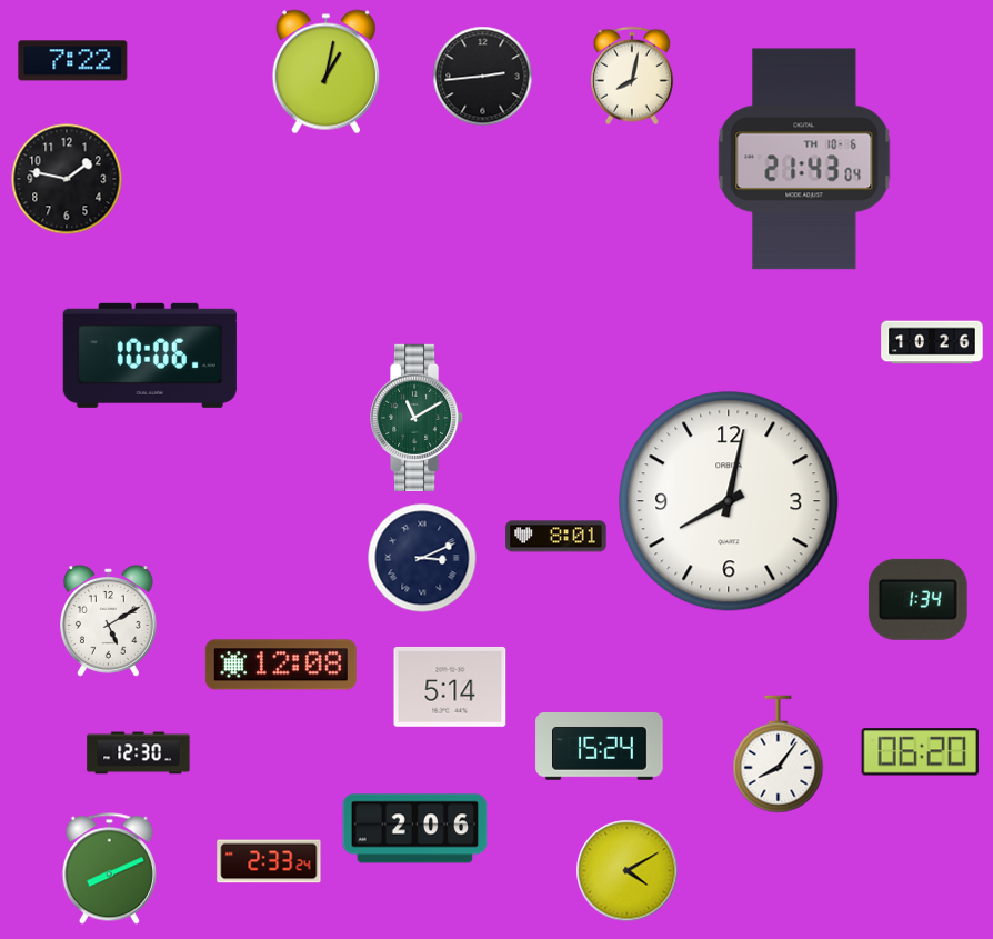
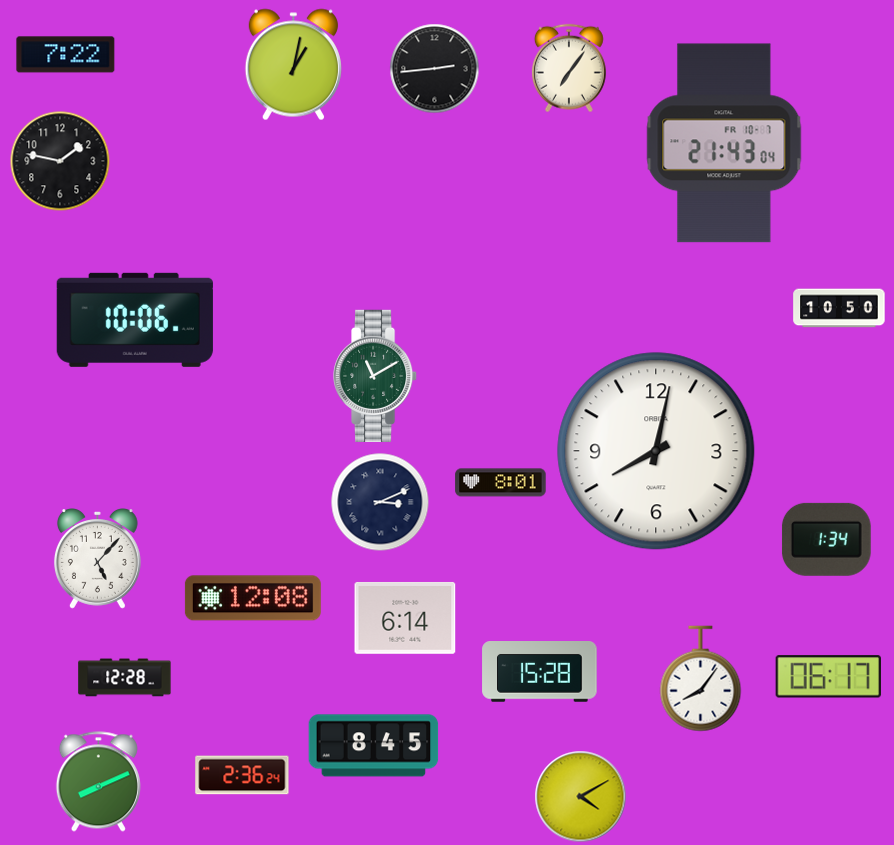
clock at (632, 76): 8:02 -> 7:06
clock at (804, 159) date: TH 10-6 -> FR 10-7
clock at (932, 342): 10:26 -> 10:50
clock at (108, 621): 5:10 -> 5:07
clock at (450, 687): 5:14 -> 6:14
clock at (600, 747): 15:24 -> 15:28
clock at (920, 752): 06:20 -> 06:17
clock at (139, 753): 12:30 -> 12:28
clock at (415, 829): 2:06 -> 8:45
clock at (269, 861): 2:33 -> 2:36
clock at (628, 871) position: (628, 871) -> (581, 797)
